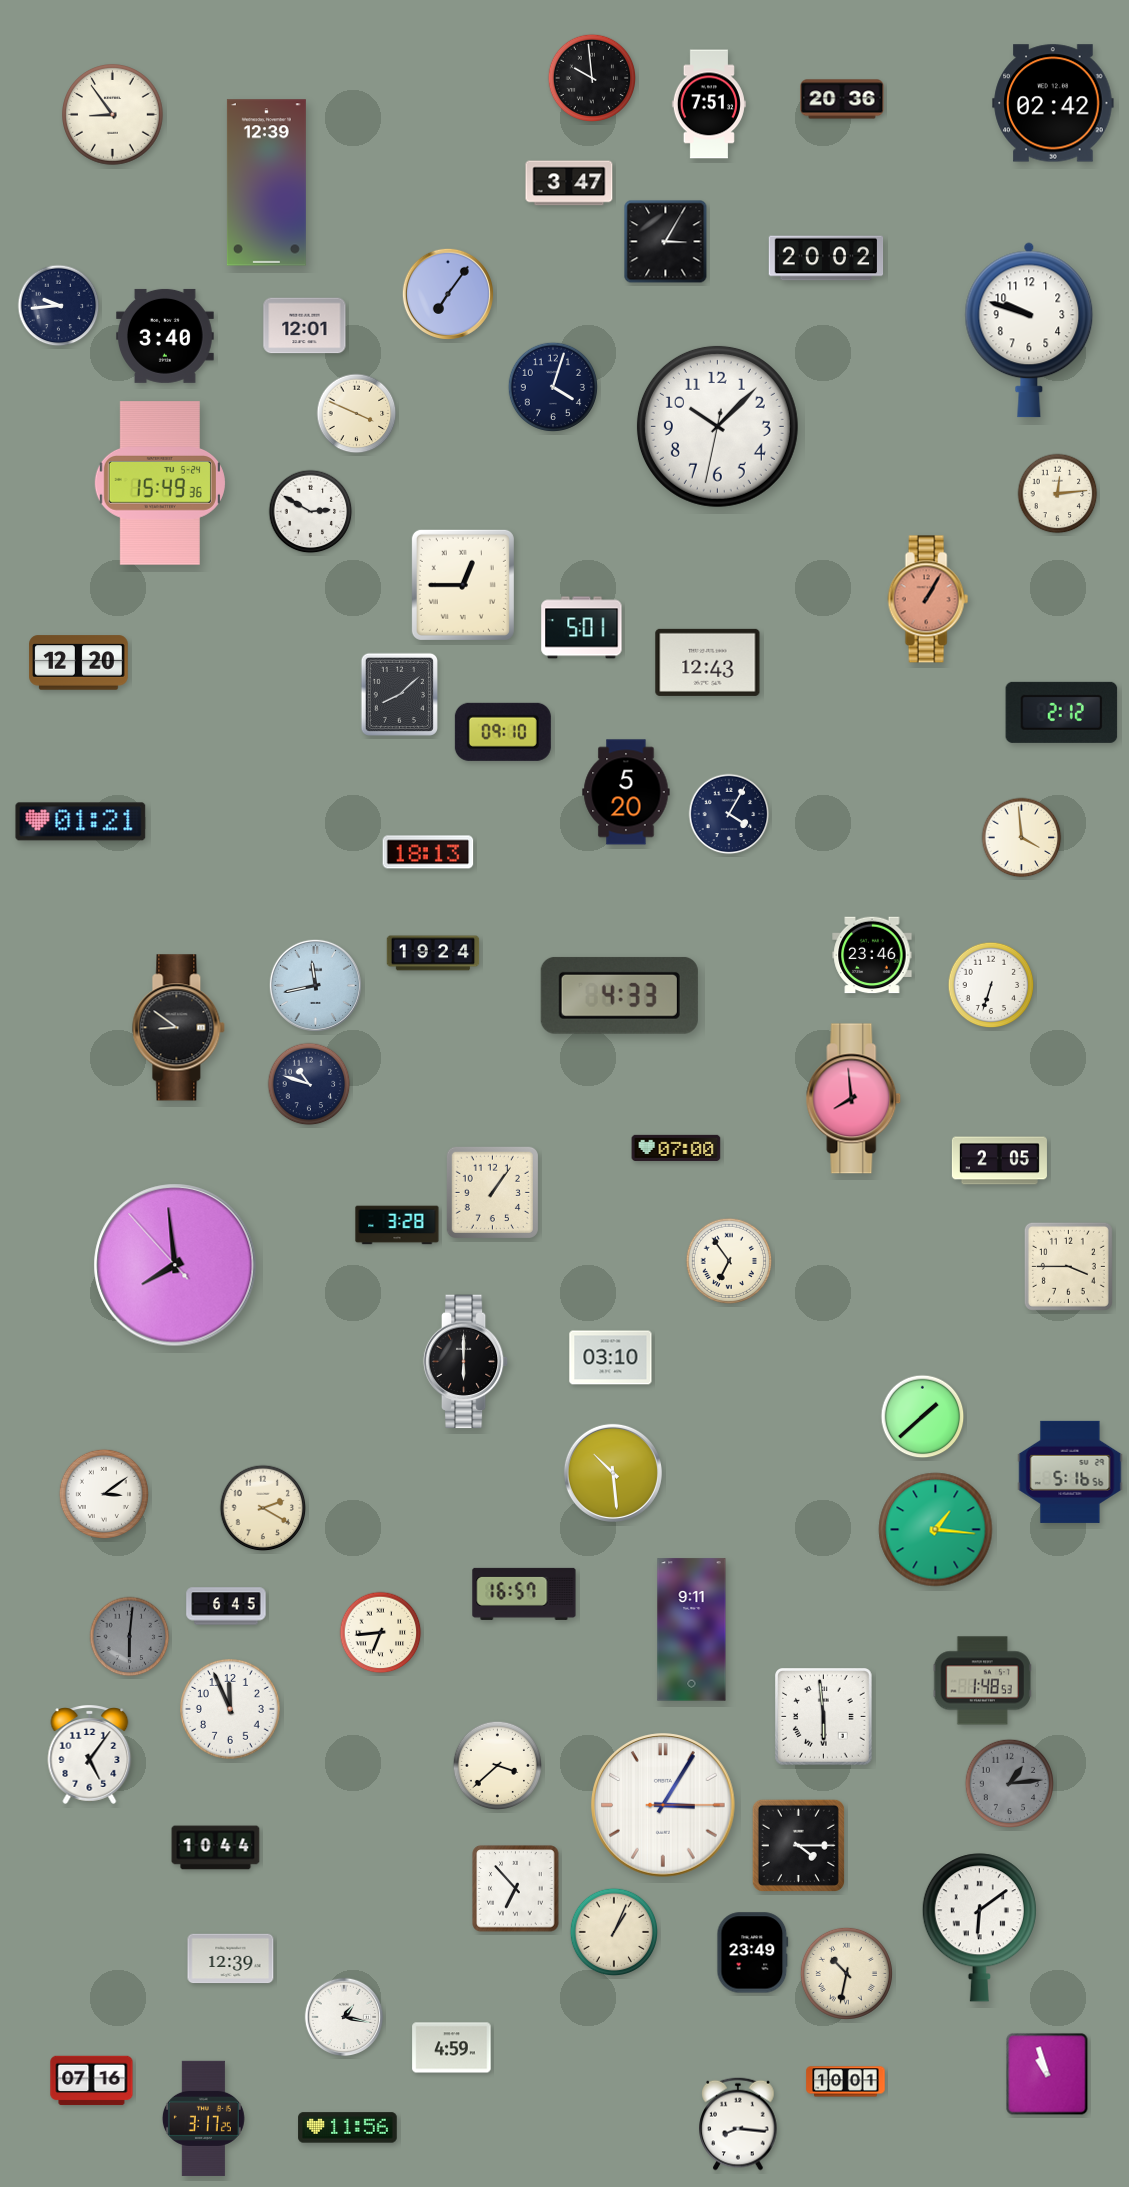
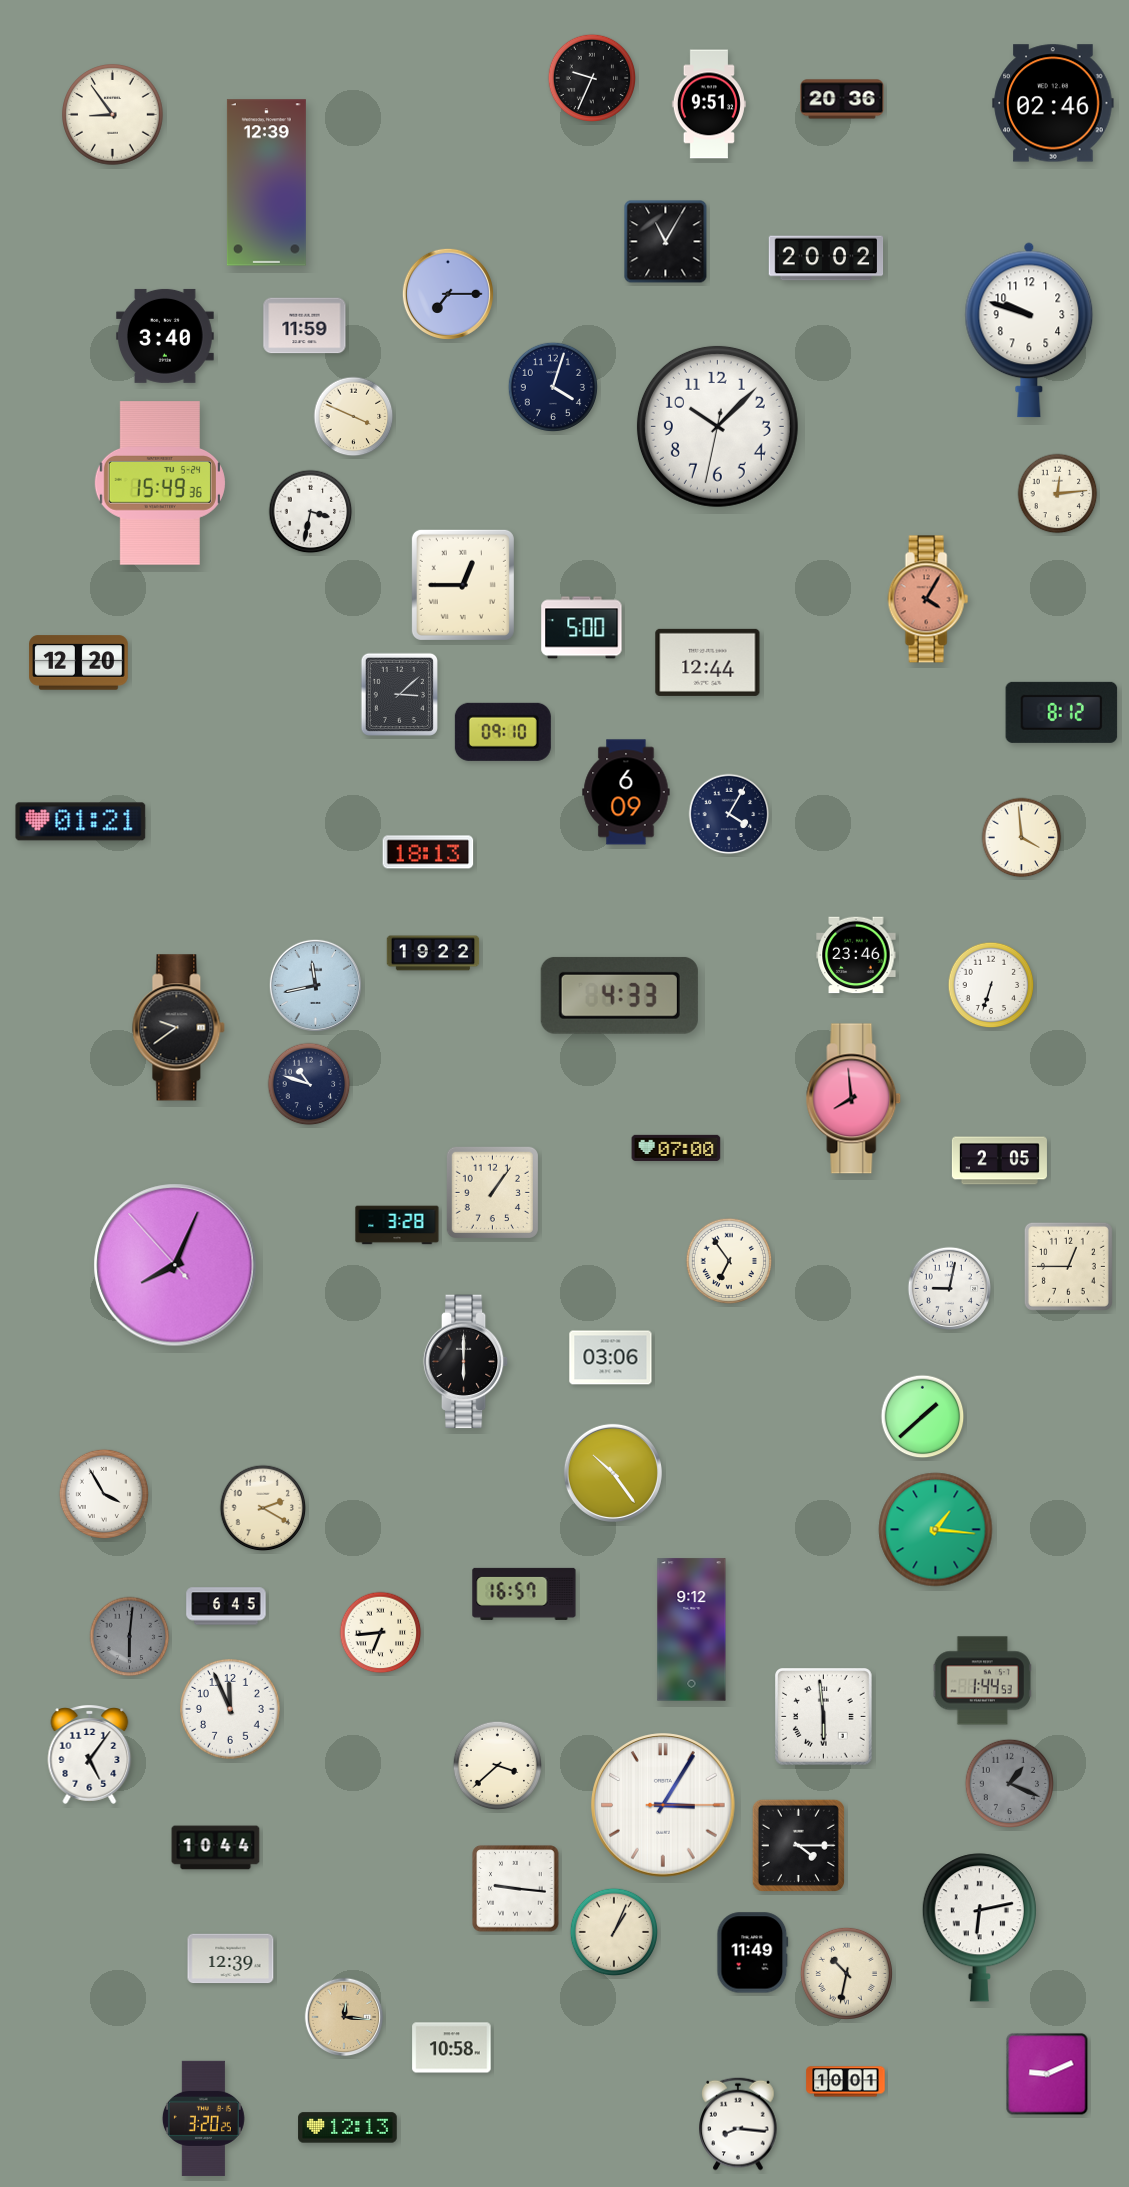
clock at (591, 77): 9:59 -> 9:34
clock at (1053, 103): 02:42 -> 02:46
clock at (709, 104): 7:51 -> 9:51
clock at (569, 183): 3:47 -> none
clock at (666, 242): 3:05 -> 11:05
clock at (448, 294): 7:06 -> 7:15
clock at (59, 306): 9:44 -> none
clock at (305, 326): 12:01 -> 11:59
clock at (357, 414) position: (357, 414) -> (354, 417)
clock at (311, 512): 2:50 -> 3:32
clock at (928, 599): 1:05 -> 4:05
clock at (582, 628): 5:01 -> 5:00
clock at (708, 662): 12:43 -> 12:44
clock at (399, 694): 8:08 -> 3:08
clock at (1062, 712): 2:12 -> 8:12
clock at (626, 792): 5:20 -> 6:09
clock at (433, 953): 19:24 -> 19:22
clock at (872, 955) position: (872, 955) -> (856, 955)
clock at (179, 1028): 8:51 -> 9:39
clock at (175, 1265): 7:58 -> 8:03
clock at (1068, 1266): 3:45 -> 12:45
clock at (949, 1288): none -> 9:02
clock at (611, 1358): 03:10 -> 03:06
clock at (1070, 1472): 5:16 -> none
clock at (613, 1473): 10:29 -> 10:24
clock at (104, 1494): 3:09 -> 3:55
clock at (692, 1630): 9:11 -> 9:12
clock at (982, 1681): 1:48 -> 1:44
clock at (1009, 1783): 1:14 -> 1:19
clock at (516, 1889): 6:53 -> 9:16
clock at (979, 1928): 6:09 -> 6:13
clock at (753, 1953): 23:49 -> 11:49
clock at (344, 2017): 1:17 -> 12:16
clock at (344, 2017) dial: white -> champagne
clock at (452, 2048): 4:59 -> 10:58
clock at (1047, 2074): 10:57 -> 9:11
clock at (92, 2081): 07:16 -> none
clock at (203, 2118): 3:17 -> 3:20
clock at (348, 2128): 11:56 -> 12:13
